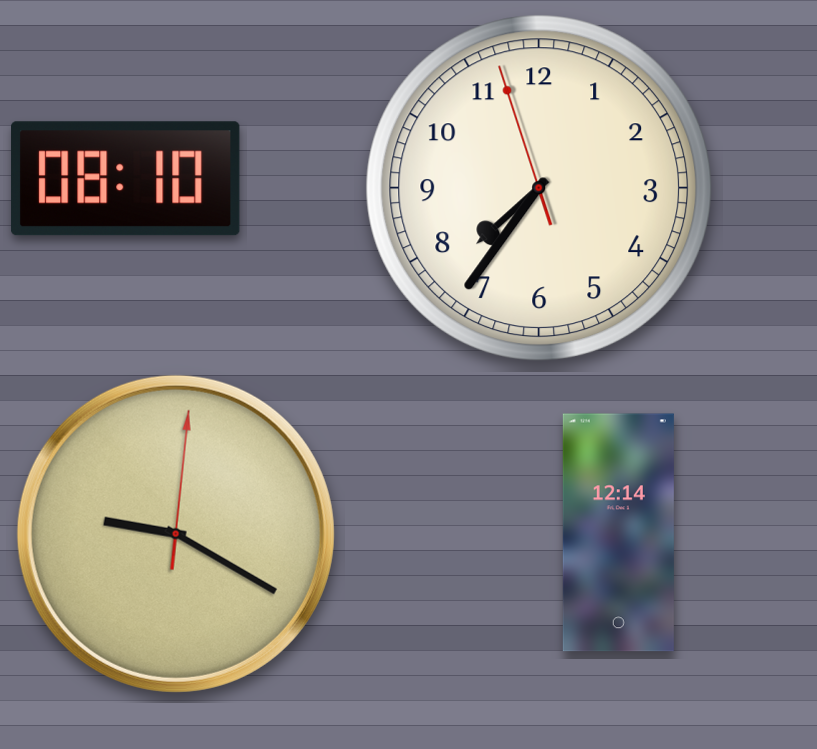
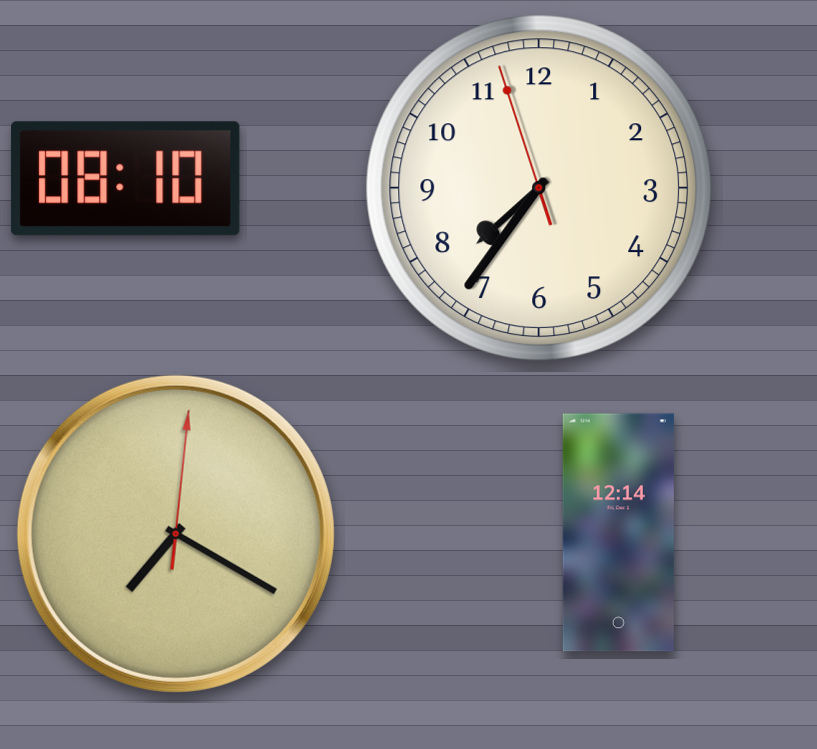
clock at (176, 534): 9:20 -> 7:20
